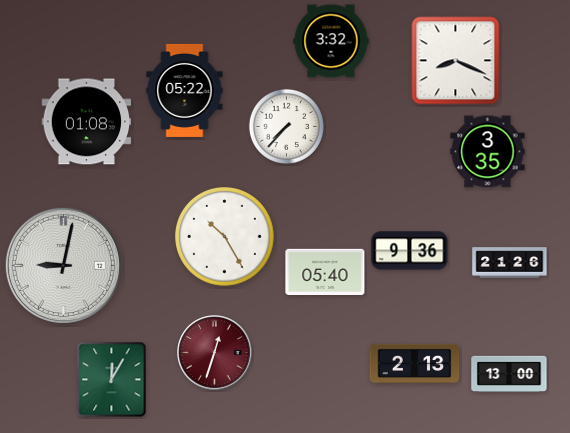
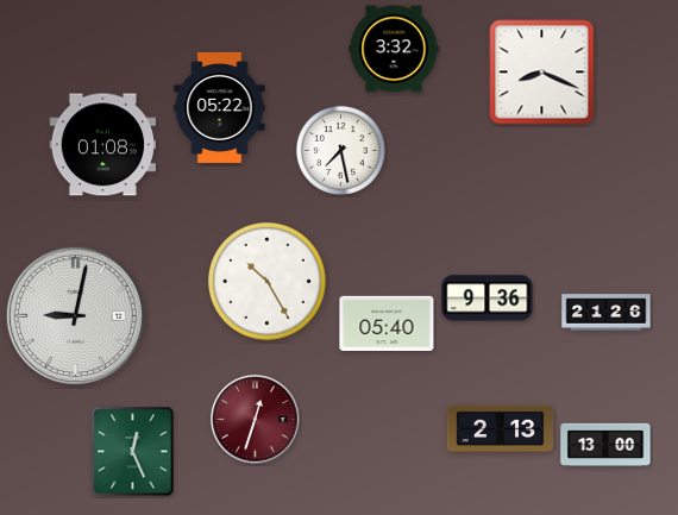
clock at (286, 126): 7:37 -> 7:28
clock at (488, 152): 3:35 -> none
clock at (415, 364) position: (415, 364) -> (501, 429)
clock at (112, 380): 12:05 -> 12:26
